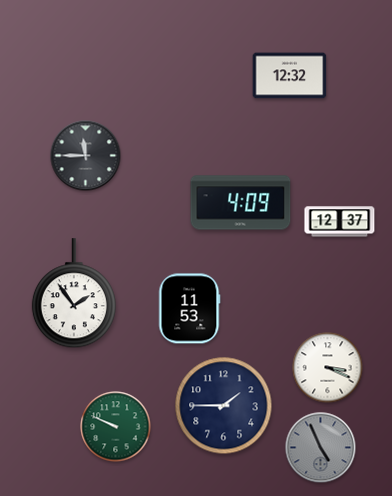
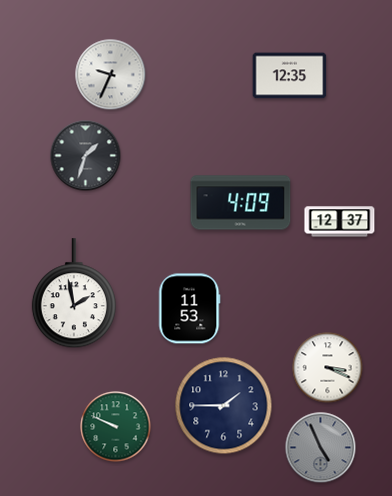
clock at (111, 75): none -> 9:34
clock at (290, 76): 12:32 -> 12:35
clock at (86, 156): 11:45 -> 1:33
clock at (74, 294): 1:54 -> 1:58
